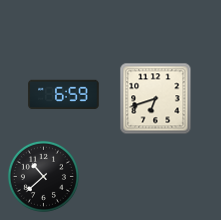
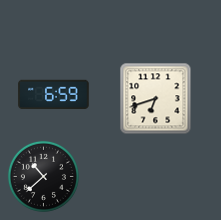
clock at (64, 95) position: (64, 95) -> (54, 95)
